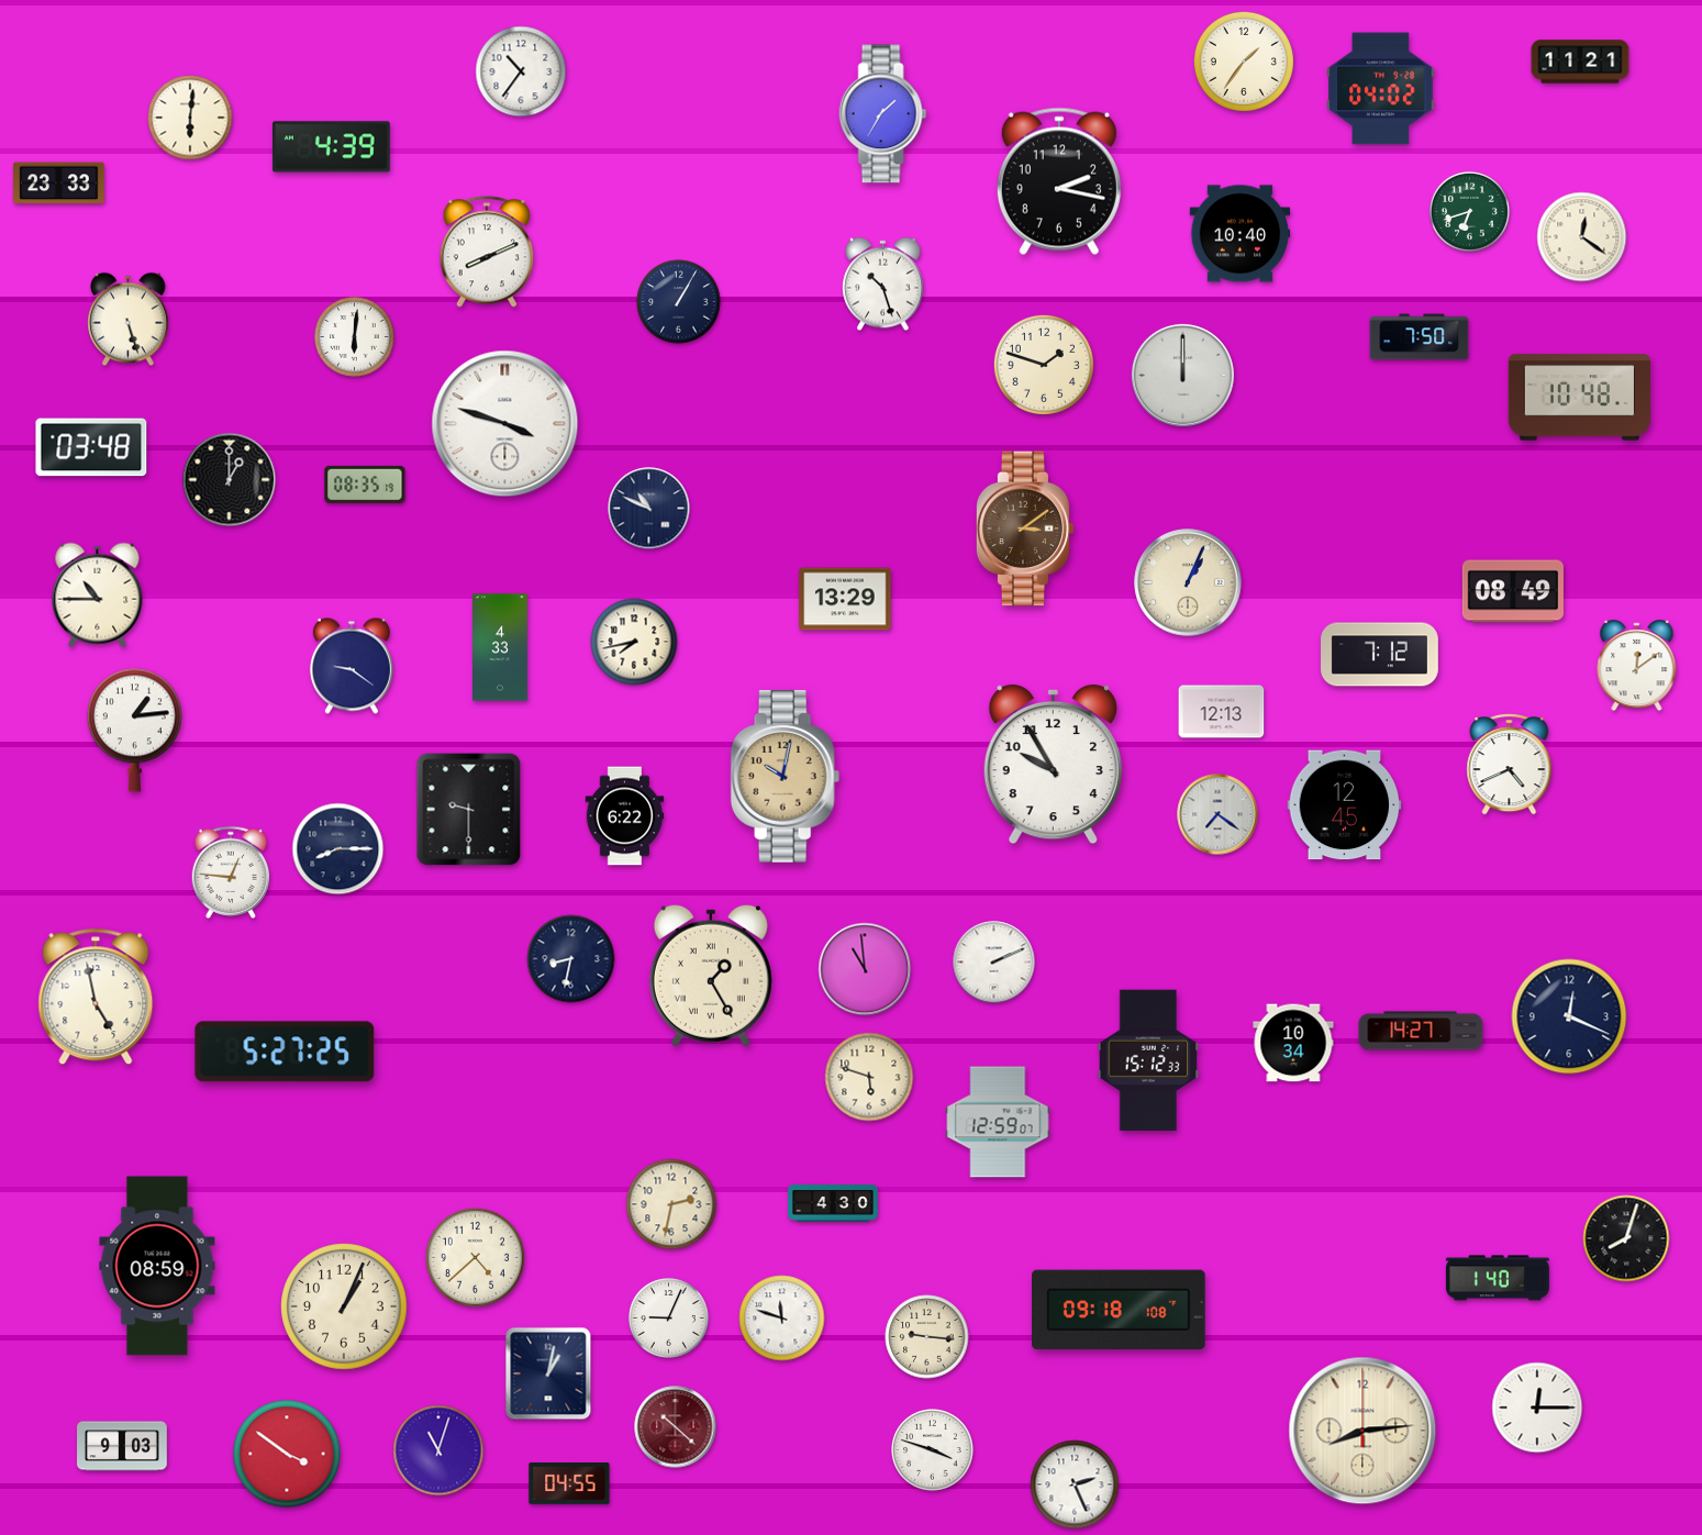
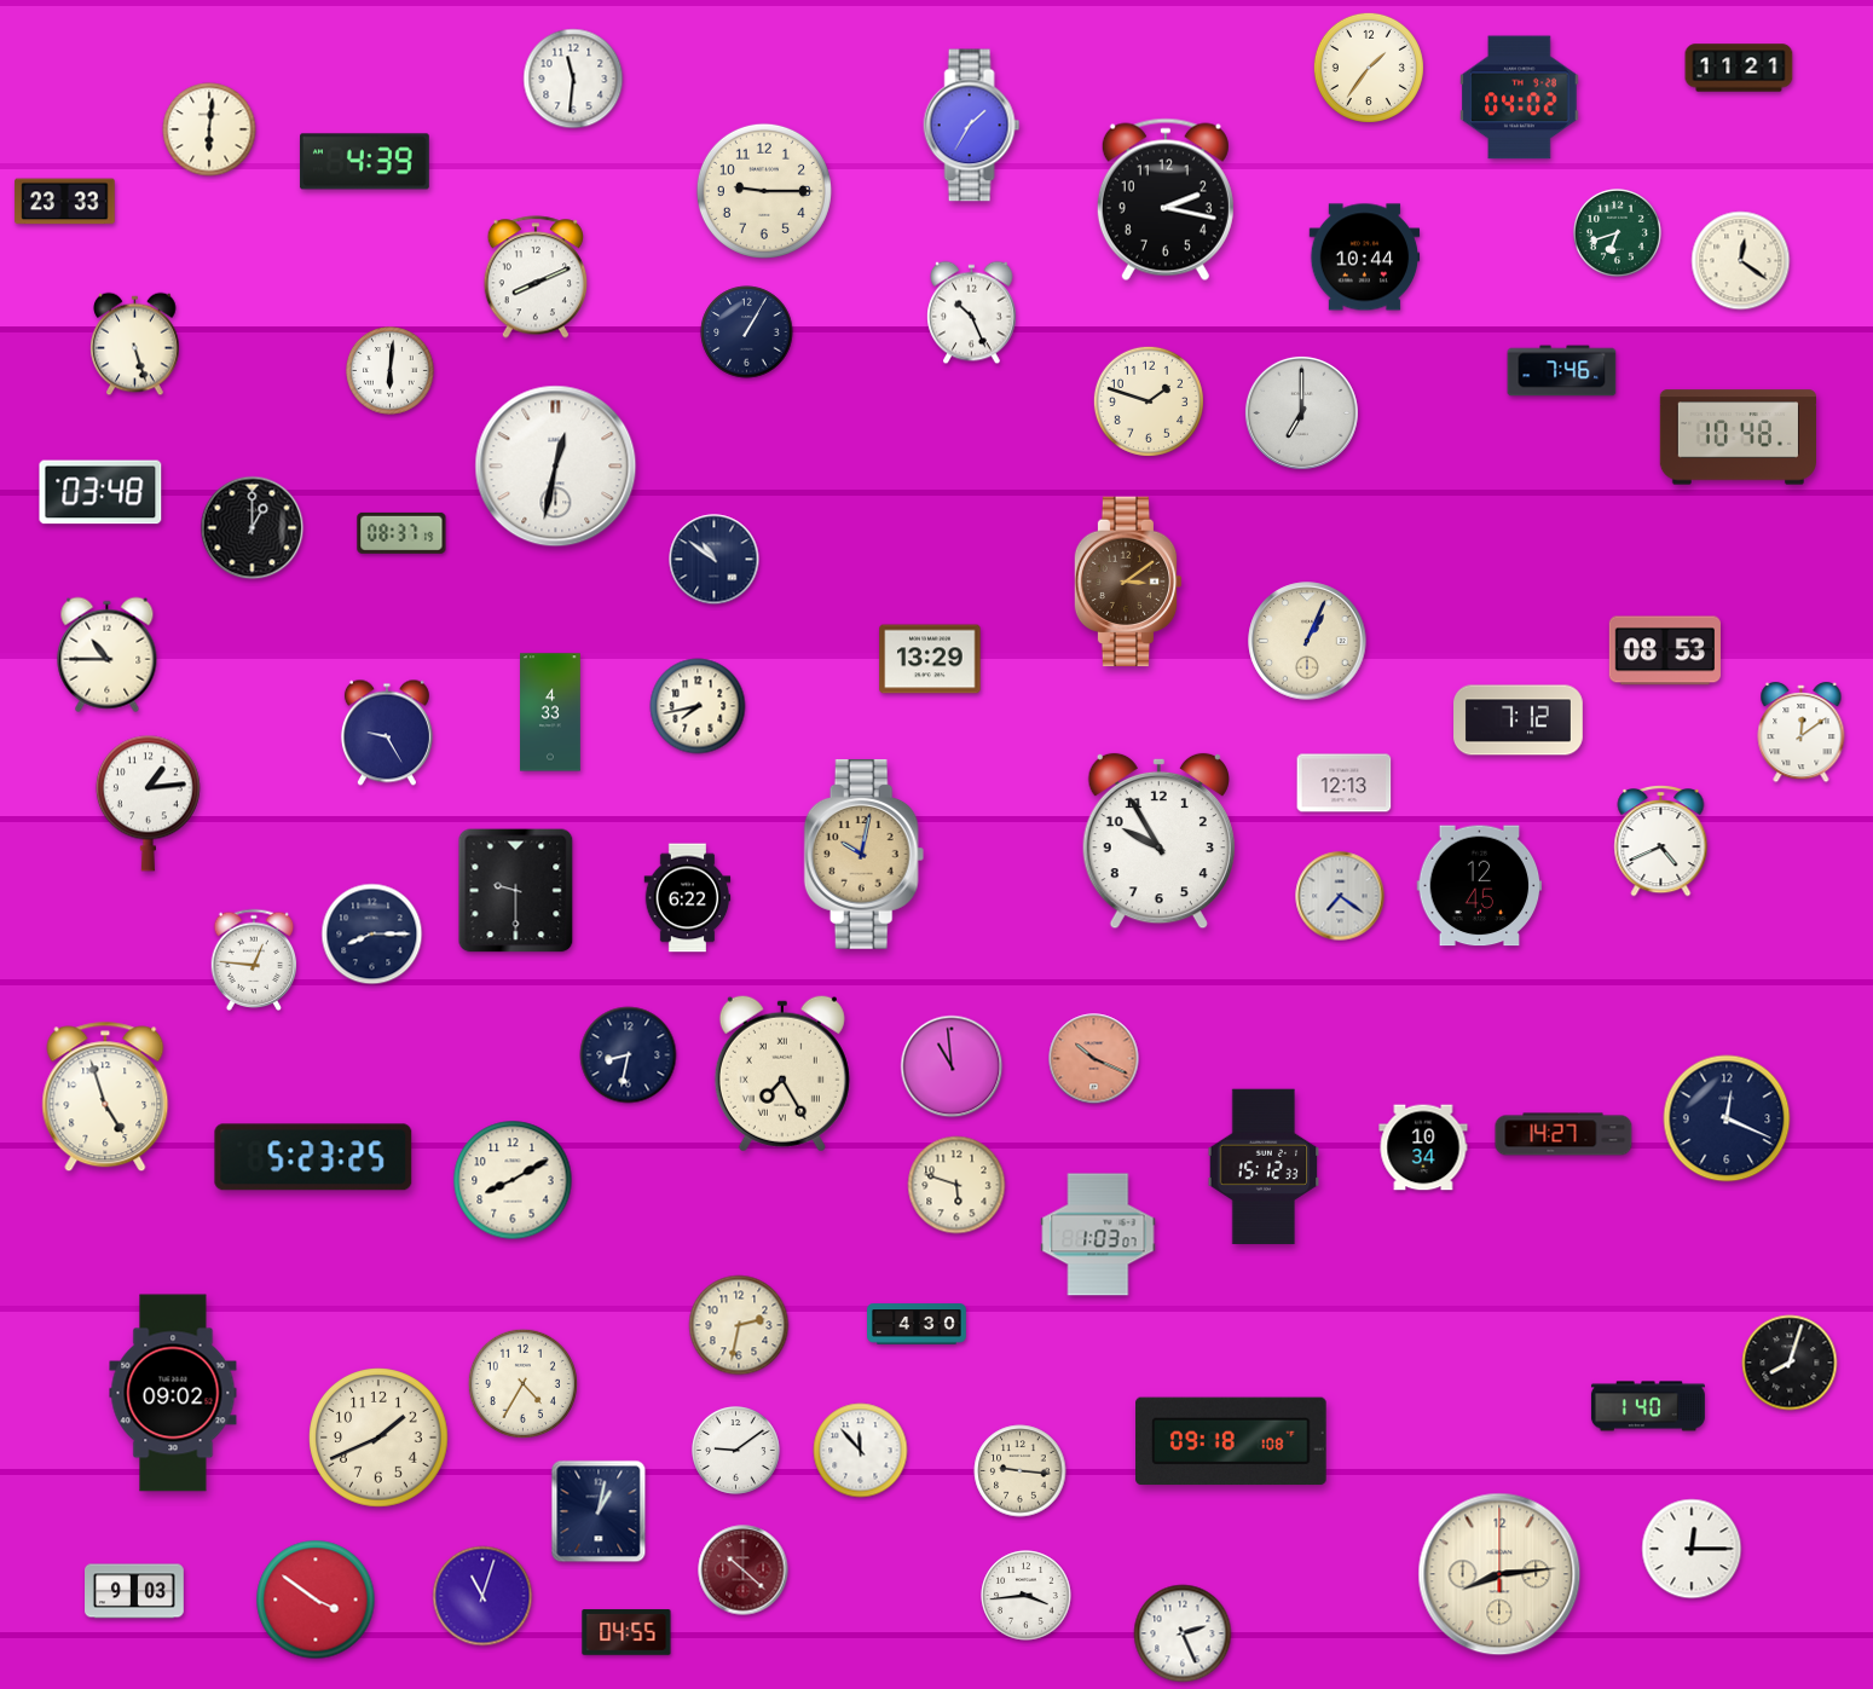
clock at (521, 71): 10:36 -> 11:31
clock at (764, 191): none -> 9:15
clock at (1241, 234): 10:40 -> 10:44
clock at (883, 285): 10:27 -> 10:26
clock at (129, 320) position: (129, 320) -> (135, 345)
clock at (1420, 337): 7:50 -> 7:46
clock at (1182, 375): 12:00 -> 7:00
clock at (505, 424): 3:48 -> 12:32
clock at (365, 485): 08:35 -> 08:37
clock at (649, 509): 10:49 -> 10:51
clock at (1513, 591): 08:49 -> 08:53
clock at (352, 666): 9:21 -> 9:25
clock at (994, 963): 2:11 -> 10:19
clock at (994, 963) dial: white -> salmon
clock at (711, 976): 1:25 -> 7:25
clock at (96, 997): 4:58 -> 4:57
clock at (285, 1052): 5:27 -> 5:23
clock at (513, 1180): none -> 8:10
clock at (998, 1122): 12:59 -> 1:03
clock at (475, 1257): 4:38 -> 4:35
clock at (157, 1266): 08:59 -> 09:02
clock at (344, 1306): 1:04 -> 1:41
clock at (669, 1319): 9:04 -> 9:09
clock at (782, 1319): 11:48 -> 11:53
clock at (548, 1373) position: (548, 1373) -> (599, 1511)
clock at (933, 1450): 3:48 -> 3:44
